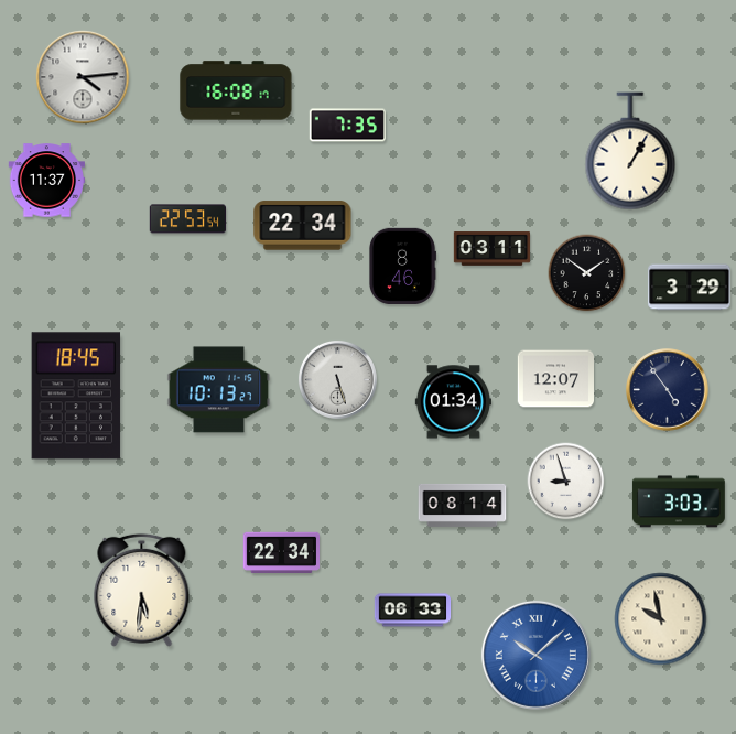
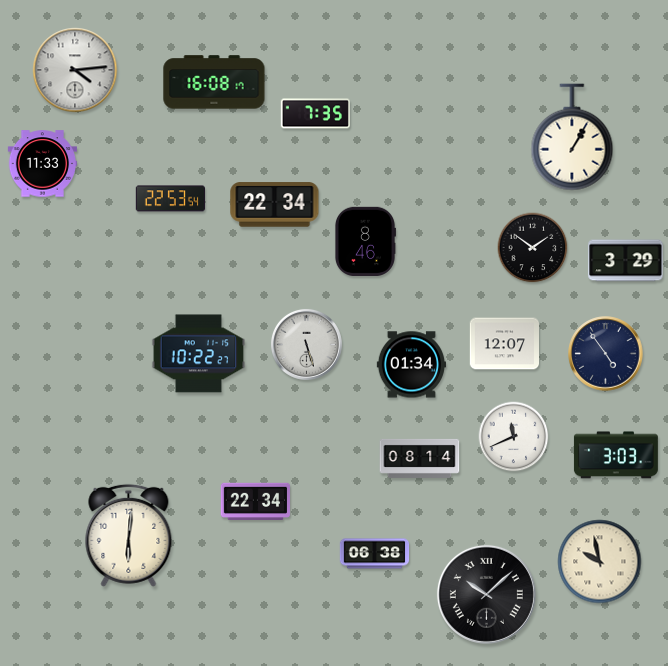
clock at (47, 181): 11:37 -> 11:33
clock at (493, 249): 03:11 -> none
clock at (219, 390): 10:13 -> 10:22
clock at (76, 396): 18:45 -> none
clock at (566, 482): 8:57 -> 11:41
clock at (142, 590): 5:31 -> 6:01
clock at (413, 611): 06:33 -> 06:38
clock at (535, 655) dial: blue -> black
